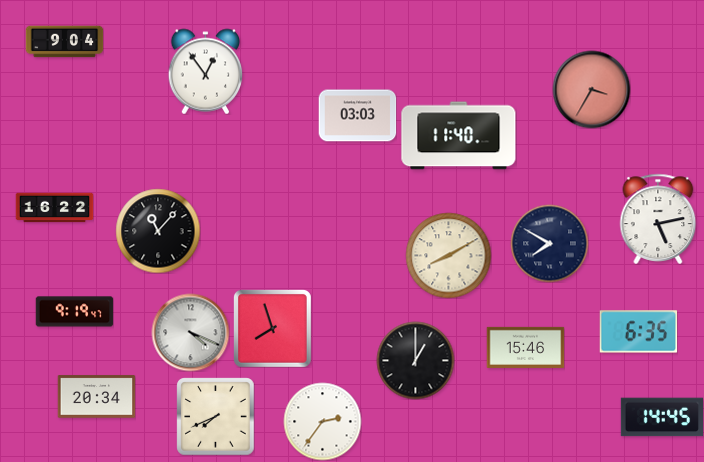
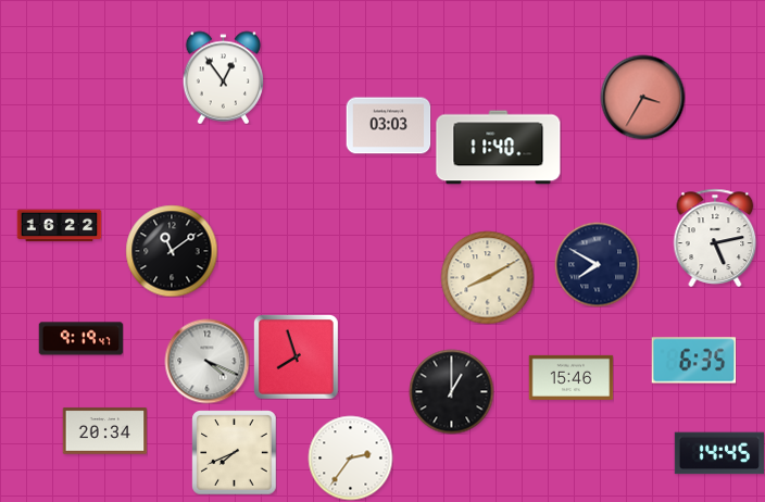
clock at (64, 42): 9:04 -> none
clock at (158, 231): 11:07 -> 11:09
